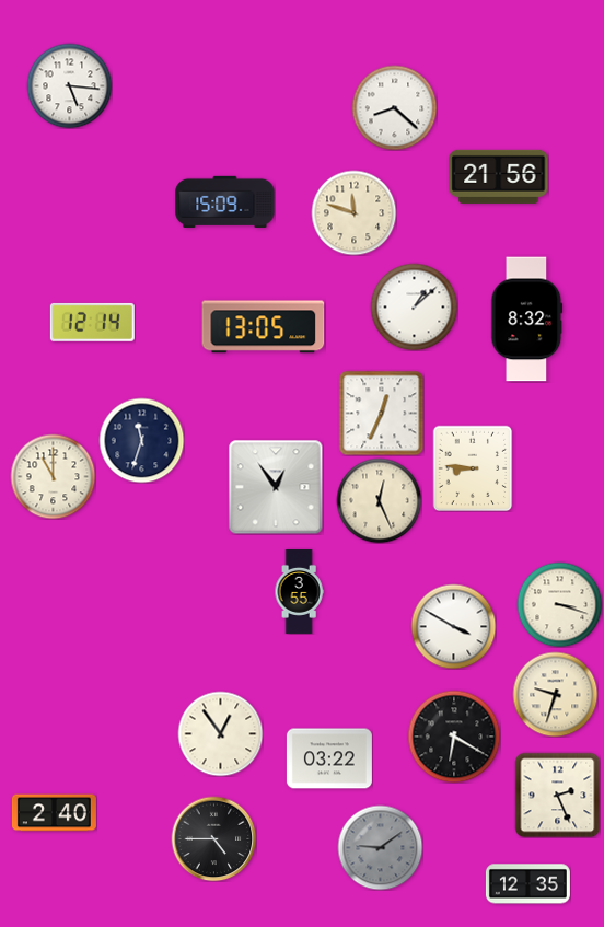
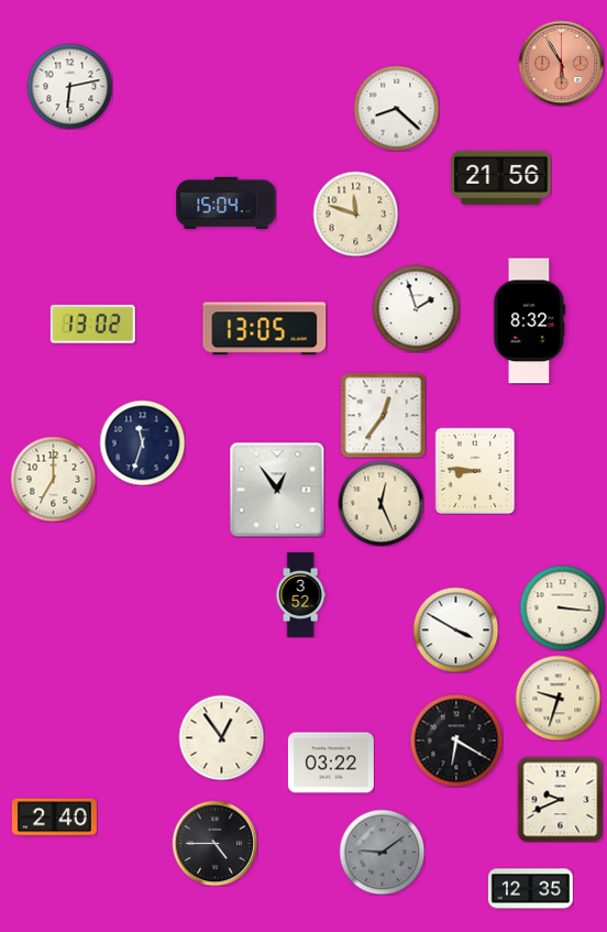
clock at (561, 63): none -> 5:55
clock at (69, 85): 5:16 -> 6:13
clock at (225, 201): 15:09 -> 15:04
clock at (414, 306): 1:08 -> 1:57
clock at (92, 322): 12:14 -> 13:02
clock at (381, 413): 12:34 -> 12:36
clock at (53, 476): 11:00 -> 7:00
clock at (299, 591): 3:55 -> 3:52
clock at (559, 604): 3:18 -> 3:16
clock at (557, 795): 2:26 -> 9:41
